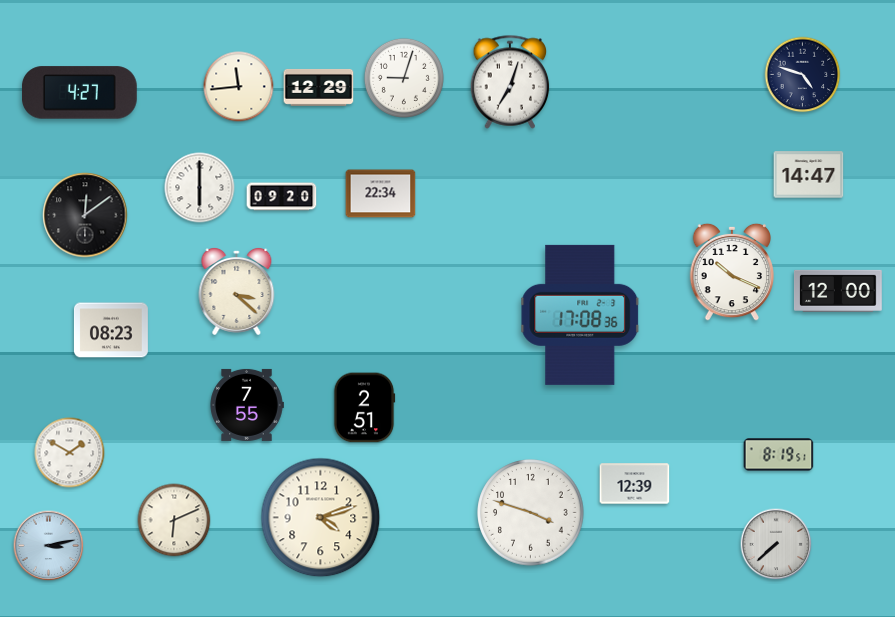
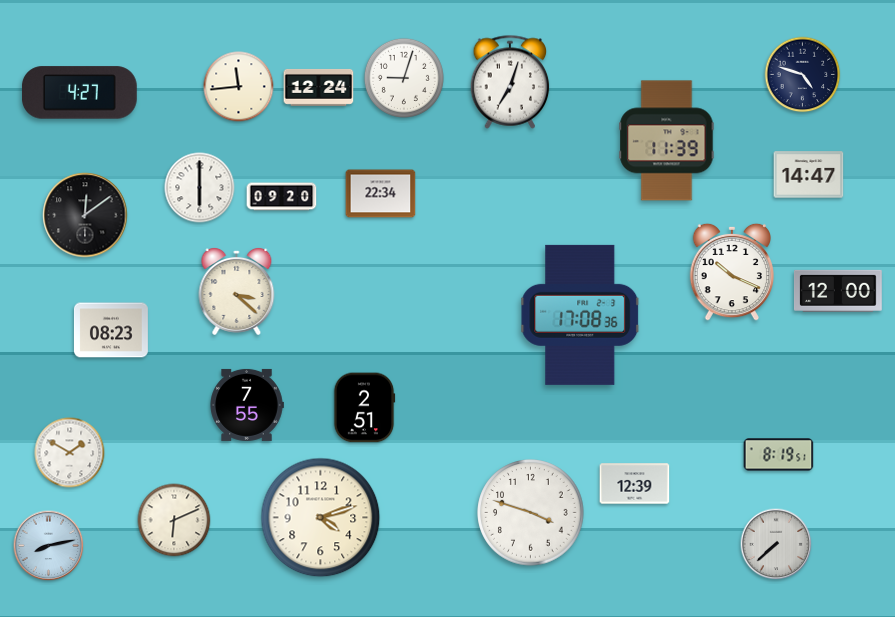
clock at (319, 87): 12:29 -> 12:24
clock at (667, 141): none -> 11:39
clock at (49, 546): 3:13 -> 8:13
